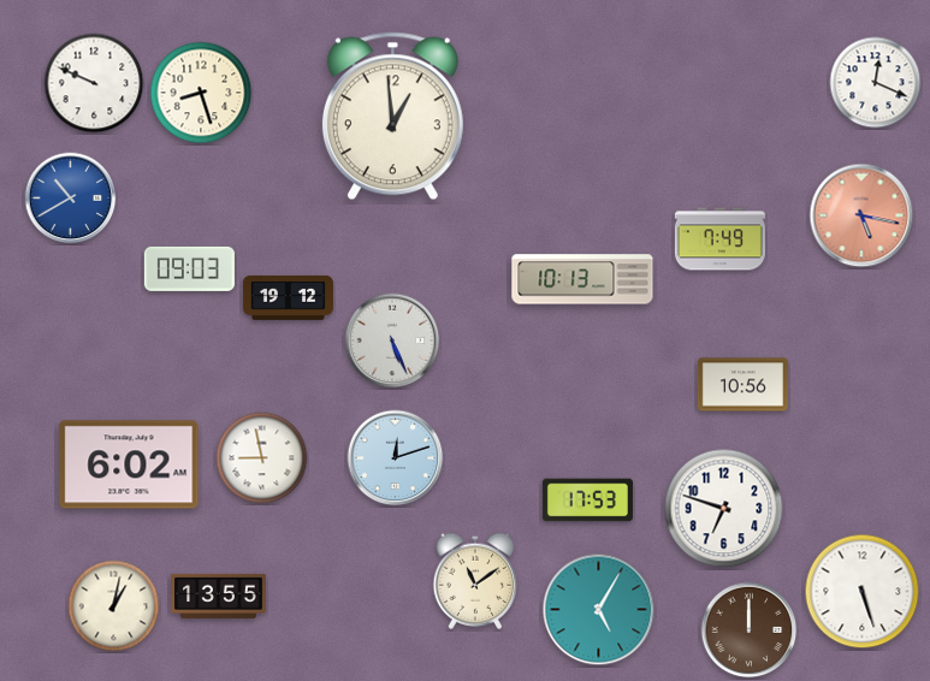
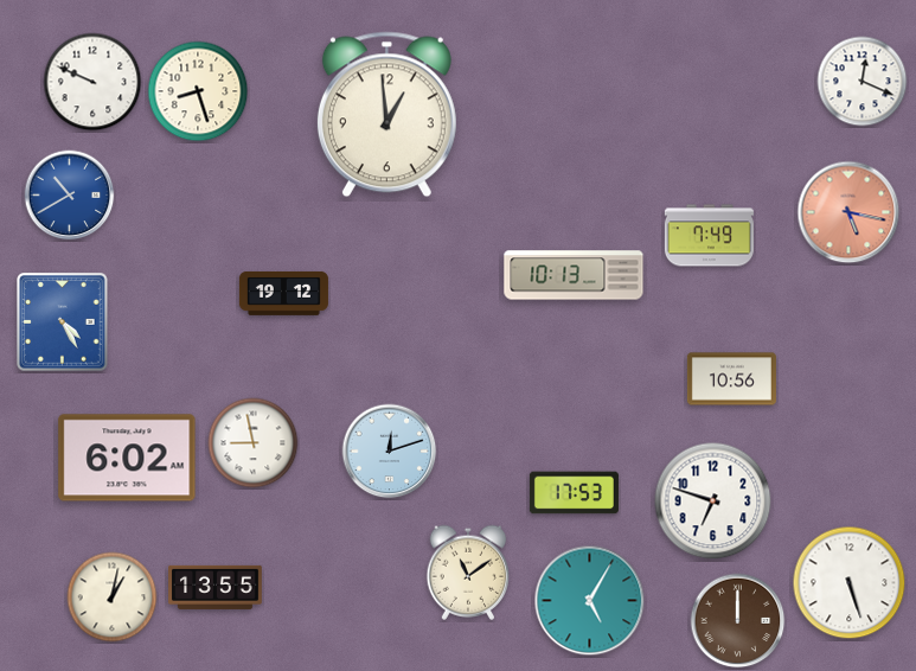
clock at (189, 268): 09:03 -> none
clock at (63, 322): none -> 4:25
clock at (392, 340): 5:26 -> none
clock at (262, 458) position: (262, 458) -> (254, 443)
clock at (587, 501) position: (587, 501) -> (574, 493)
